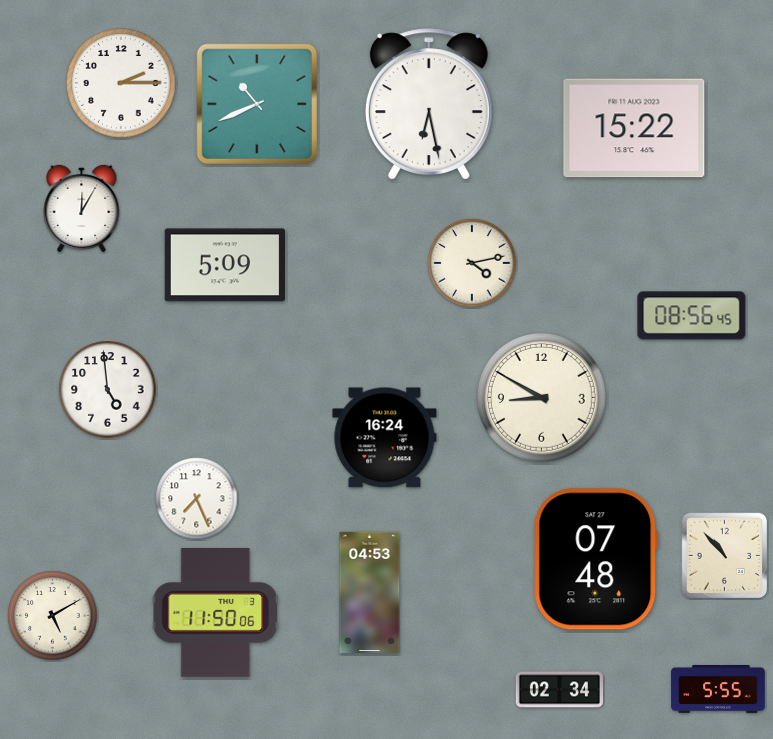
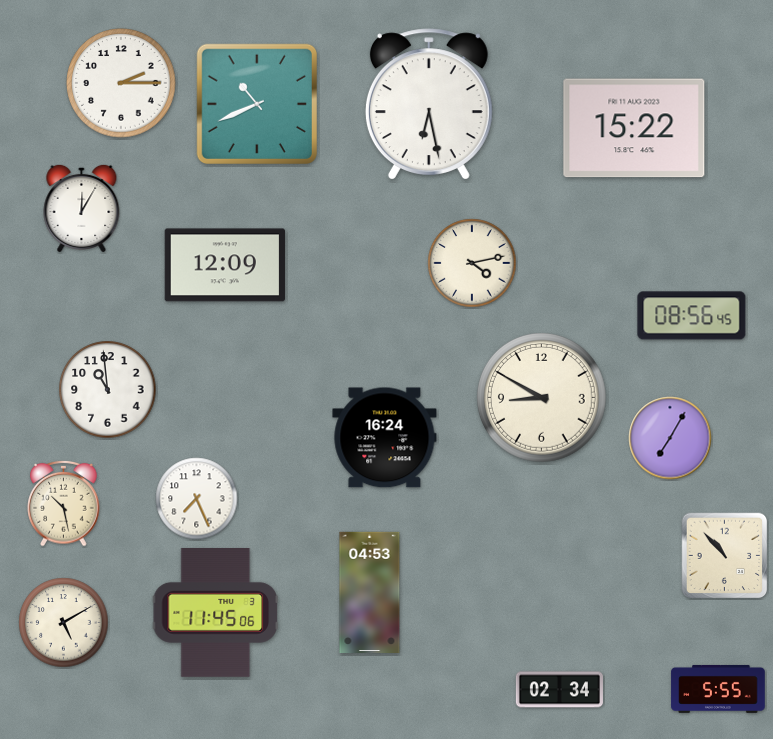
clock at (225, 265): 5:09 -> 12:09
clock at (108, 390): 4:59 -> 10:59
clock at (670, 438): none -> 7:05
clock at (64, 503): none -> 10:28
clock at (596, 559): 07:48 -> none
clock at (215, 613): 11:50 -> 11:45
clock at (53, 616) position: (53, 616) -> (64, 623)
